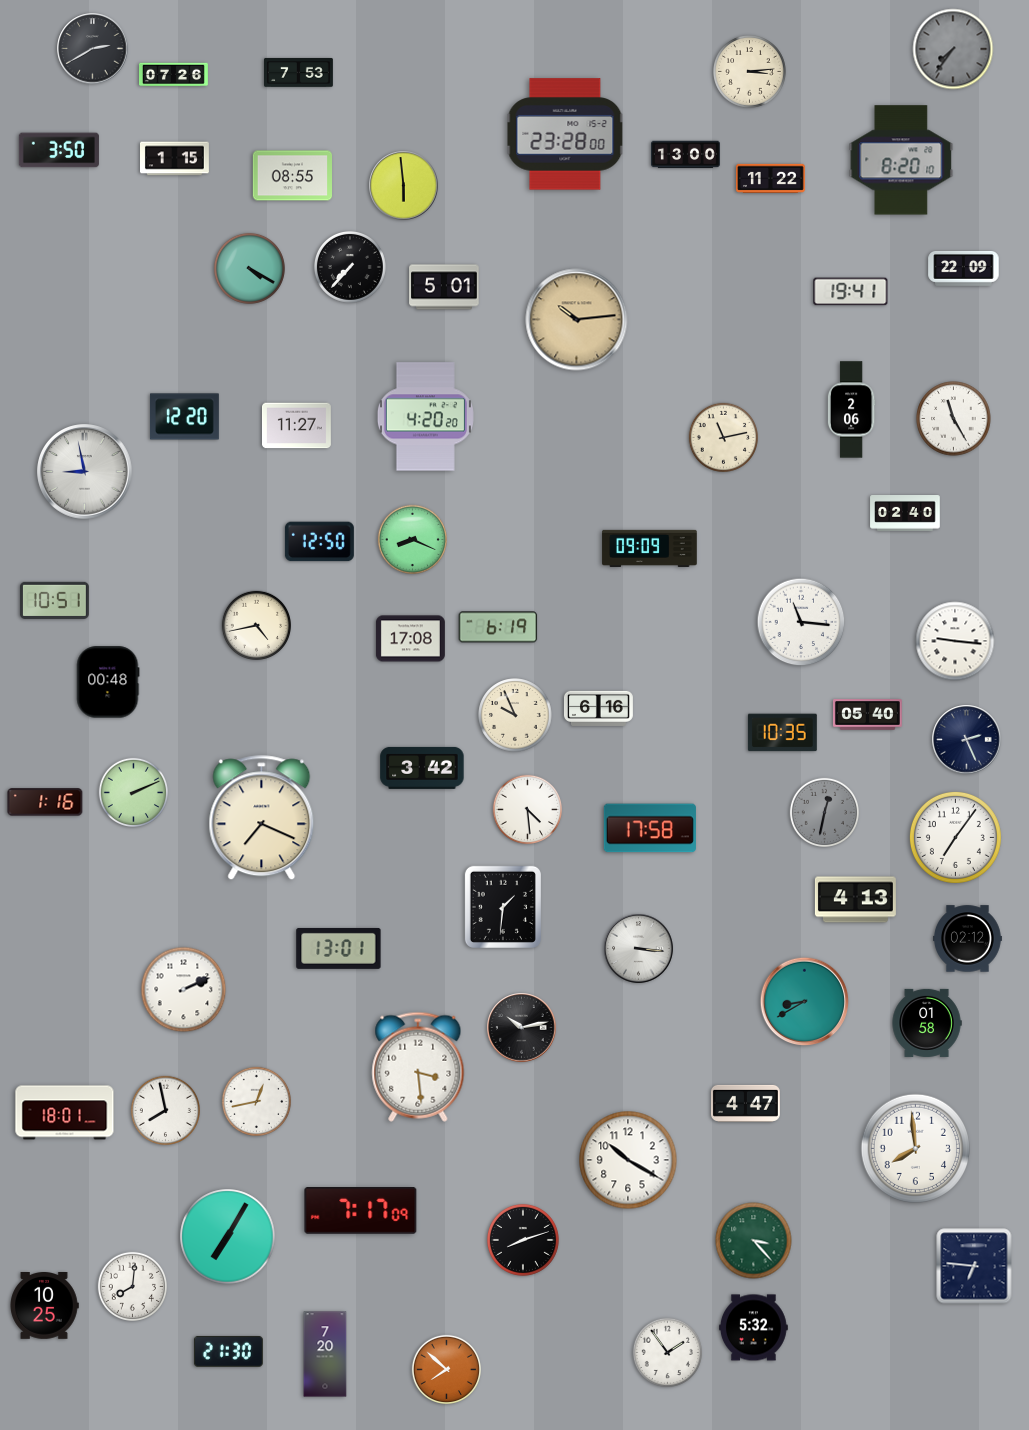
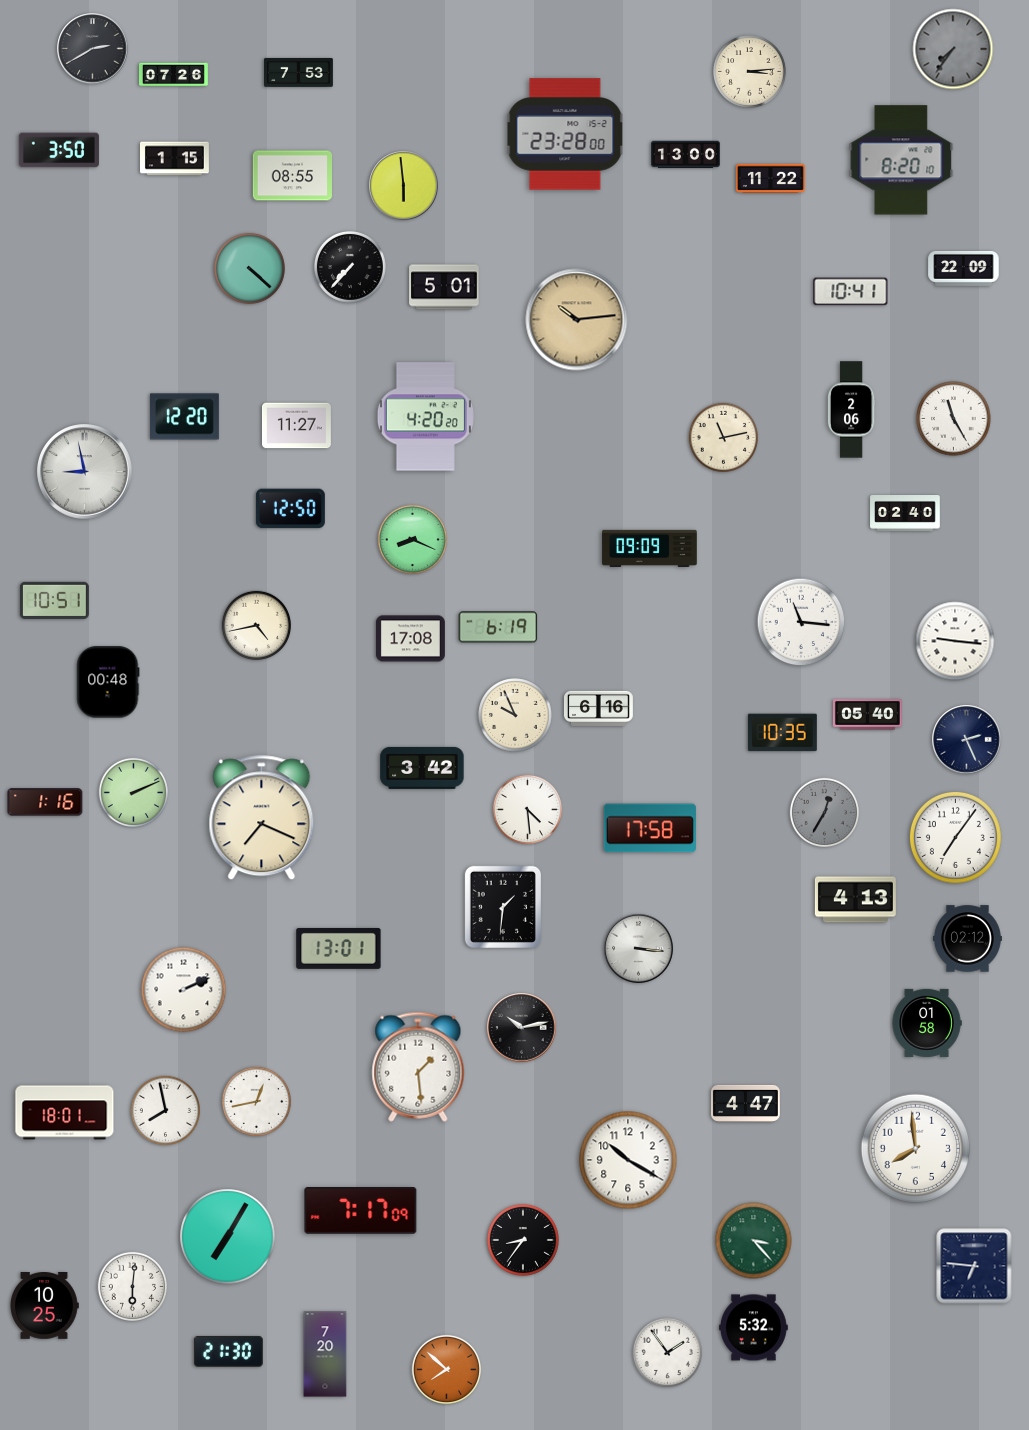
clock at (249, 268): 4:20 -> 4:22
clock at (851, 292): 19:41 -> 10:41
clock at (319, 542) position: (319, 542) -> (290, 509)
clock at (824, 812): 12:32 -> 12:35
clock at (805, 1002): 8:40 -> none
clock at (418, 1067): 3:29 -> 1:29
clock at (523, 1240): 8:12 -> 8:36
clock at (132, 1286): 8:01 -> 6:01
